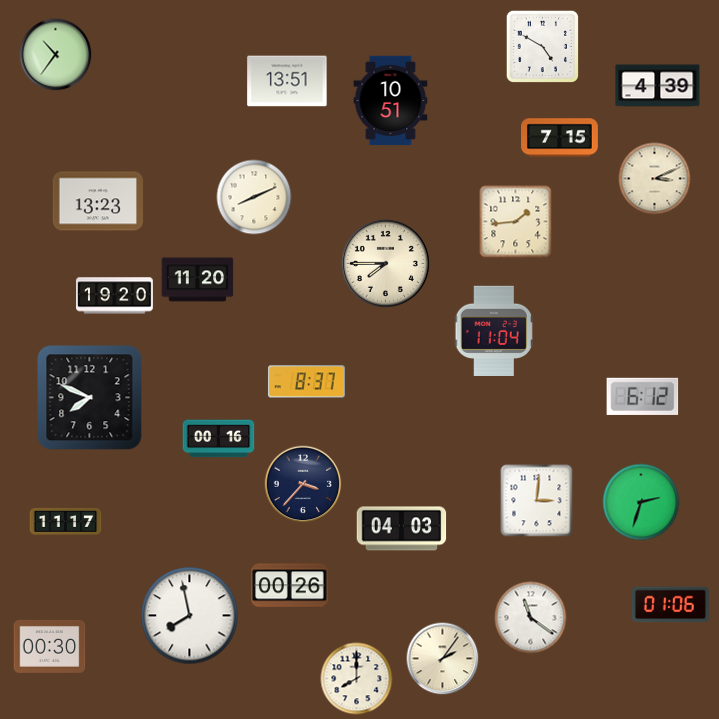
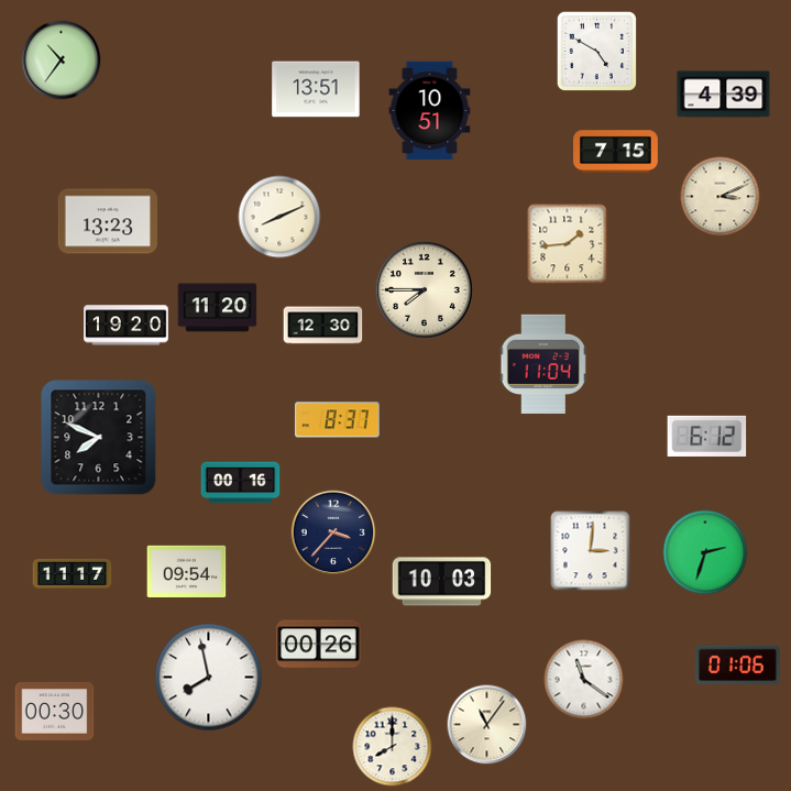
clock at (323, 326): none -> 12:30
clock at (187, 571): none -> 09:54
clock at (402, 529): 04:03 -> 10:03
clock at (443, 659): 2:06 -> 11:06
